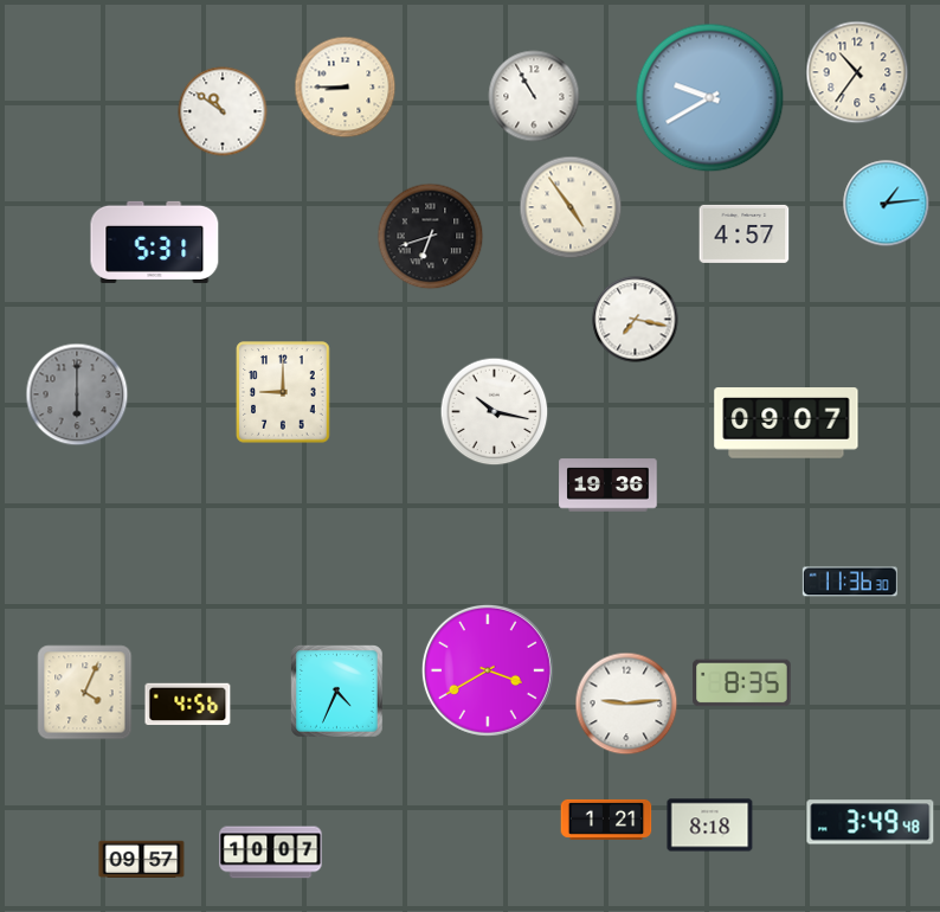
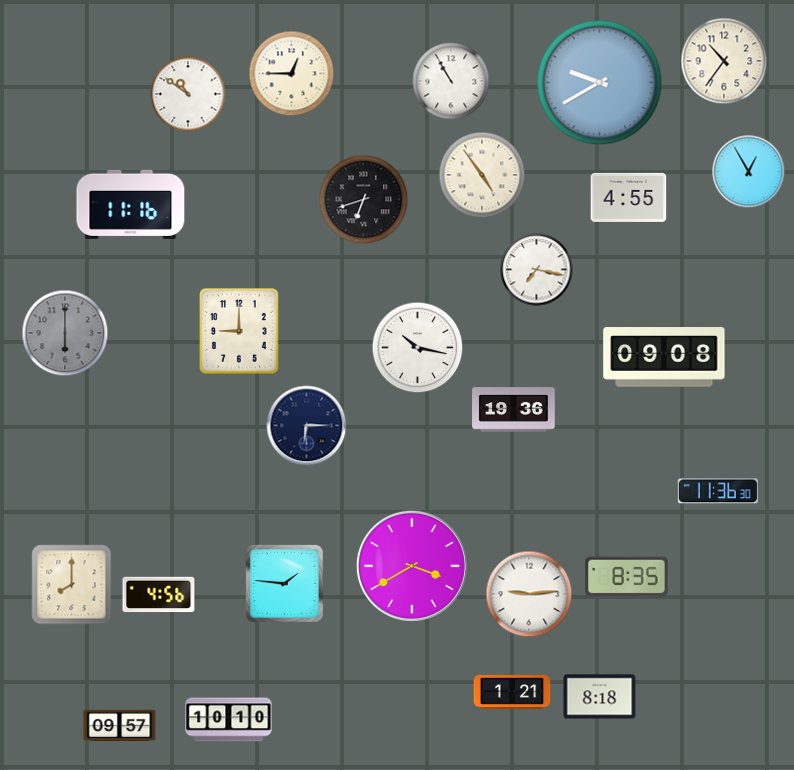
clock at (346, 88): 8:45 -> 12:45
clock at (887, 204): 1:14 -> 12:55
clock at (745, 233): 4:57 -> 4:55
clock at (155, 242): 5:31 -> 11:16
clock at (786, 423): 09:07 -> 09:08
clock at (307, 426): none -> 6:15
clock at (337, 692): 4:34 -> 1:46
clock at (85, 693): 4:04 -> 8:00
clock at (870, 822): 3:49 -> none
clock at (271, 853): 10:07 -> 10:10
